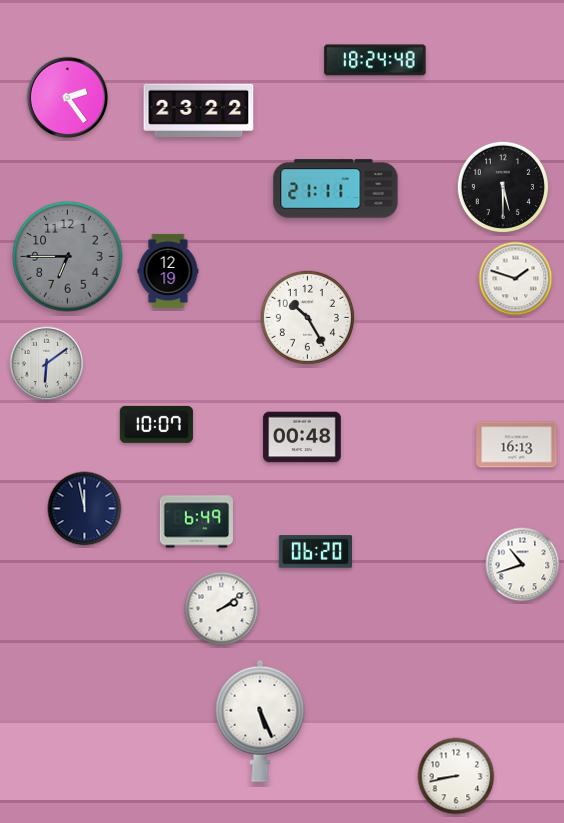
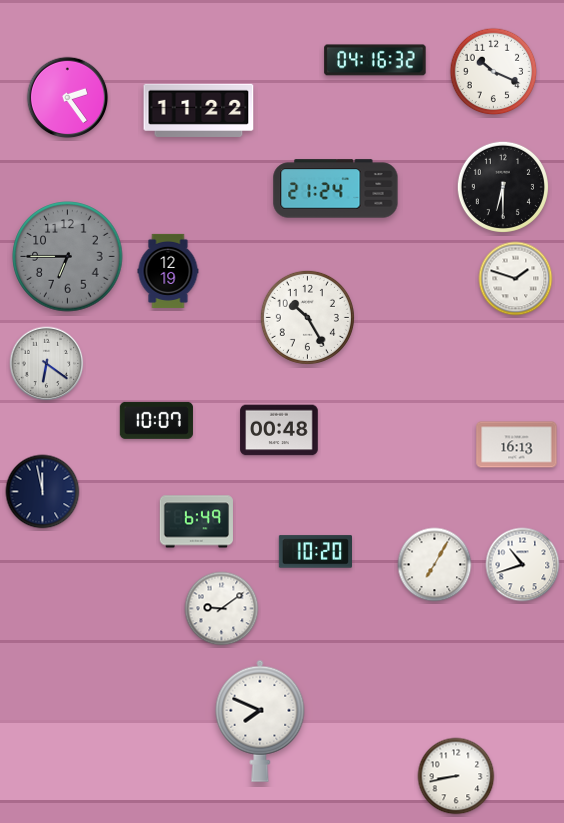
clock at (375, 60): 18:24 -> 04:16
clock at (494, 72): none -> 10:19
clock at (199, 110): 23:22 -> 11:22
clock at (502, 186): 5:30 -> 6:30
clock at (336, 189): 21:11 -> 21:24
clock at (47, 364): 6:09 -> 6:21
clock at (156, 424) position: (156, 424) -> (156, 420)
clock at (302, 437) position: (302, 437) -> (279, 430)
clock at (85, 509) position: (85, 509) -> (43, 492)
clock at (315, 552): 06:20 -> 10:20
clock at (435, 565): none -> 7:05
clock at (222, 609): 2:09 -> 9:09
clock at (260, 721): 5:26 -> 7:49
